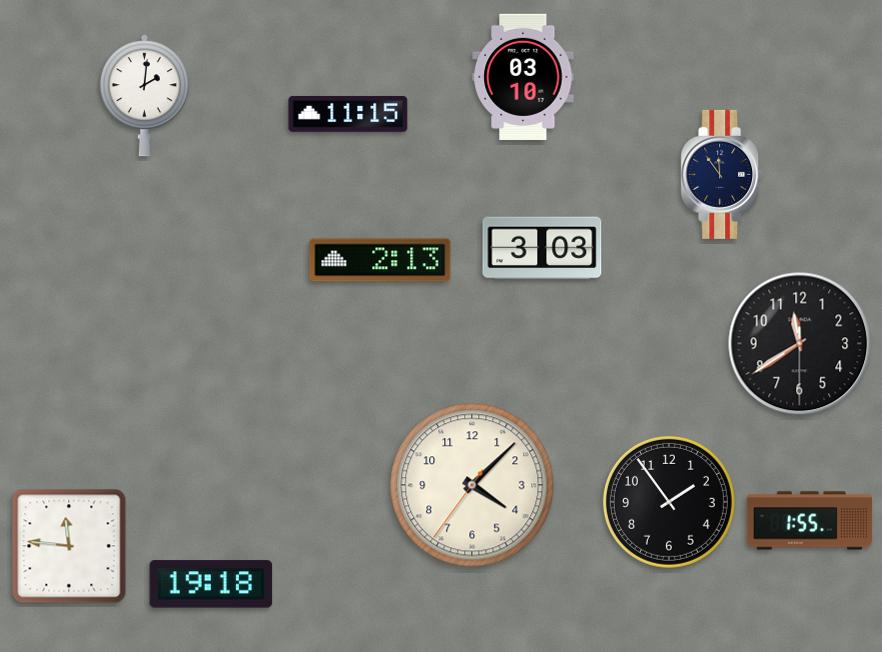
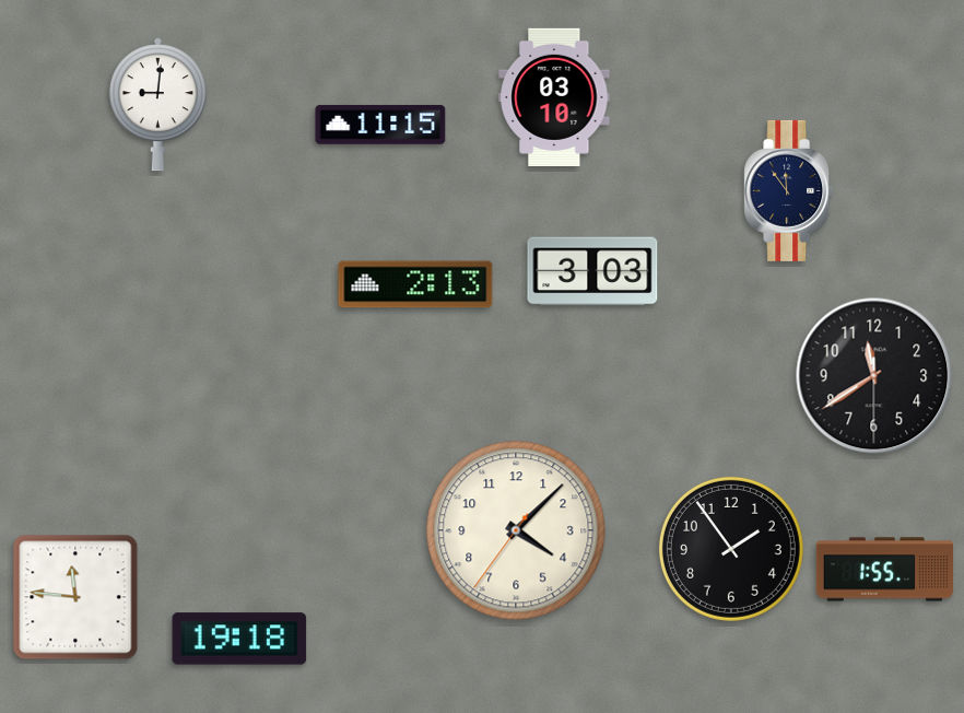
clock at (523, 77) position: (523, 77) -> (554, 97)
clock at (144, 96): 2:01 -> 9:01
clock at (211, 584) position: (211, 584) -> (239, 639)
